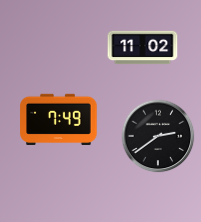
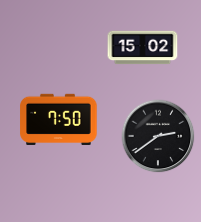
clock at (143, 48): 11:02 -> 15:02
clock at (59, 119): 7:49 -> 7:50
